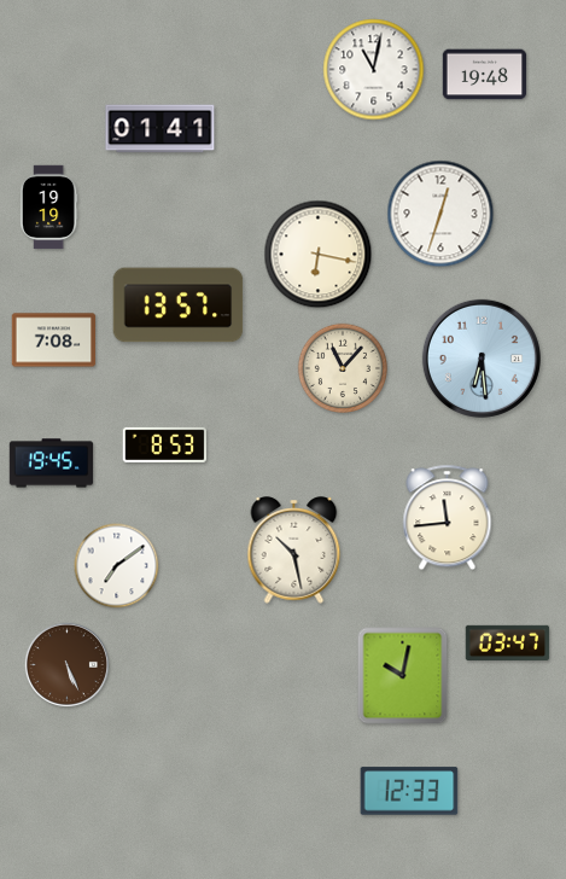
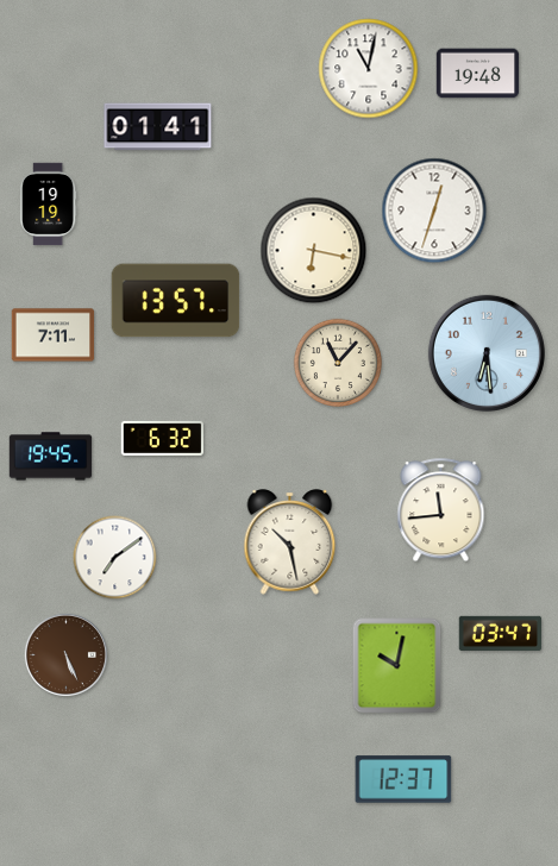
clock at (54, 340): 7:08 -> 7:11
clock at (482, 359) position: (482, 359) -> (487, 353)
clock at (165, 444): 8:53 -> 6:32
clock at (409, 791): 12:33 -> 12:37
